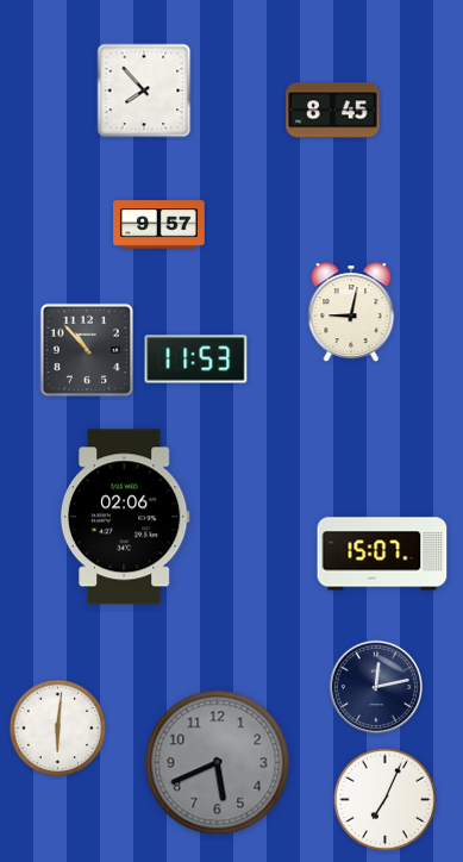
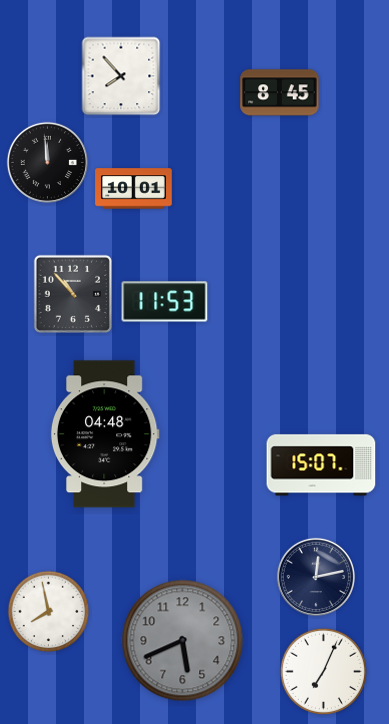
clock at (47, 162): none -> 11:59
clock at (159, 225): 9:57 -> 10:01
clock at (351, 312): 9:02 -> none
clock at (125, 517): 02:06 -> 04:48
clock at (58, 729): 6:01 -> 7:58
